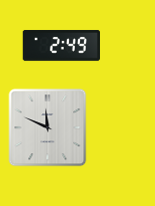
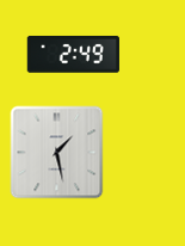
clock at (47, 127): 11:49 -> 1:28
